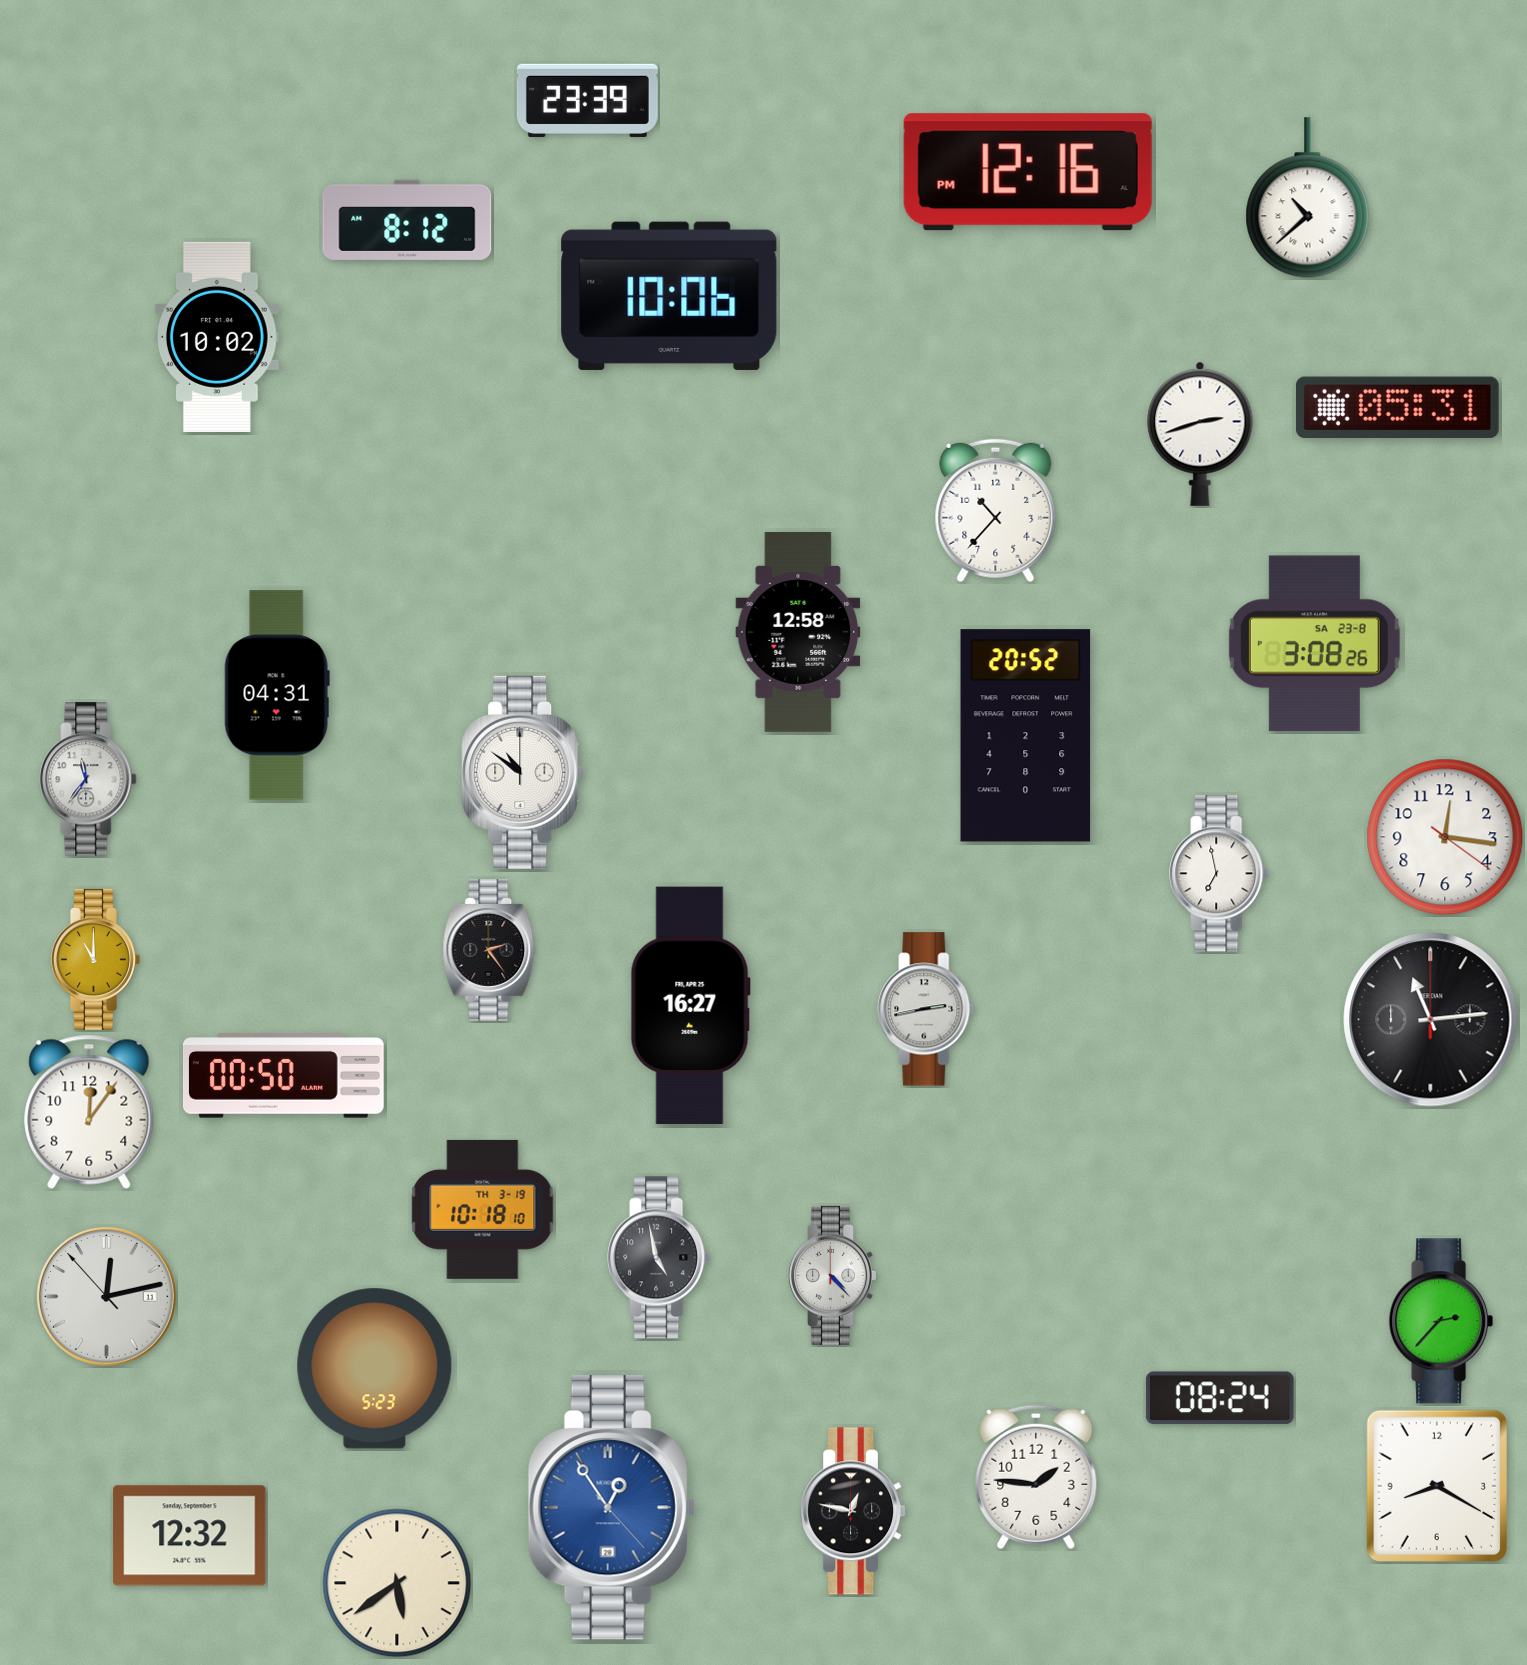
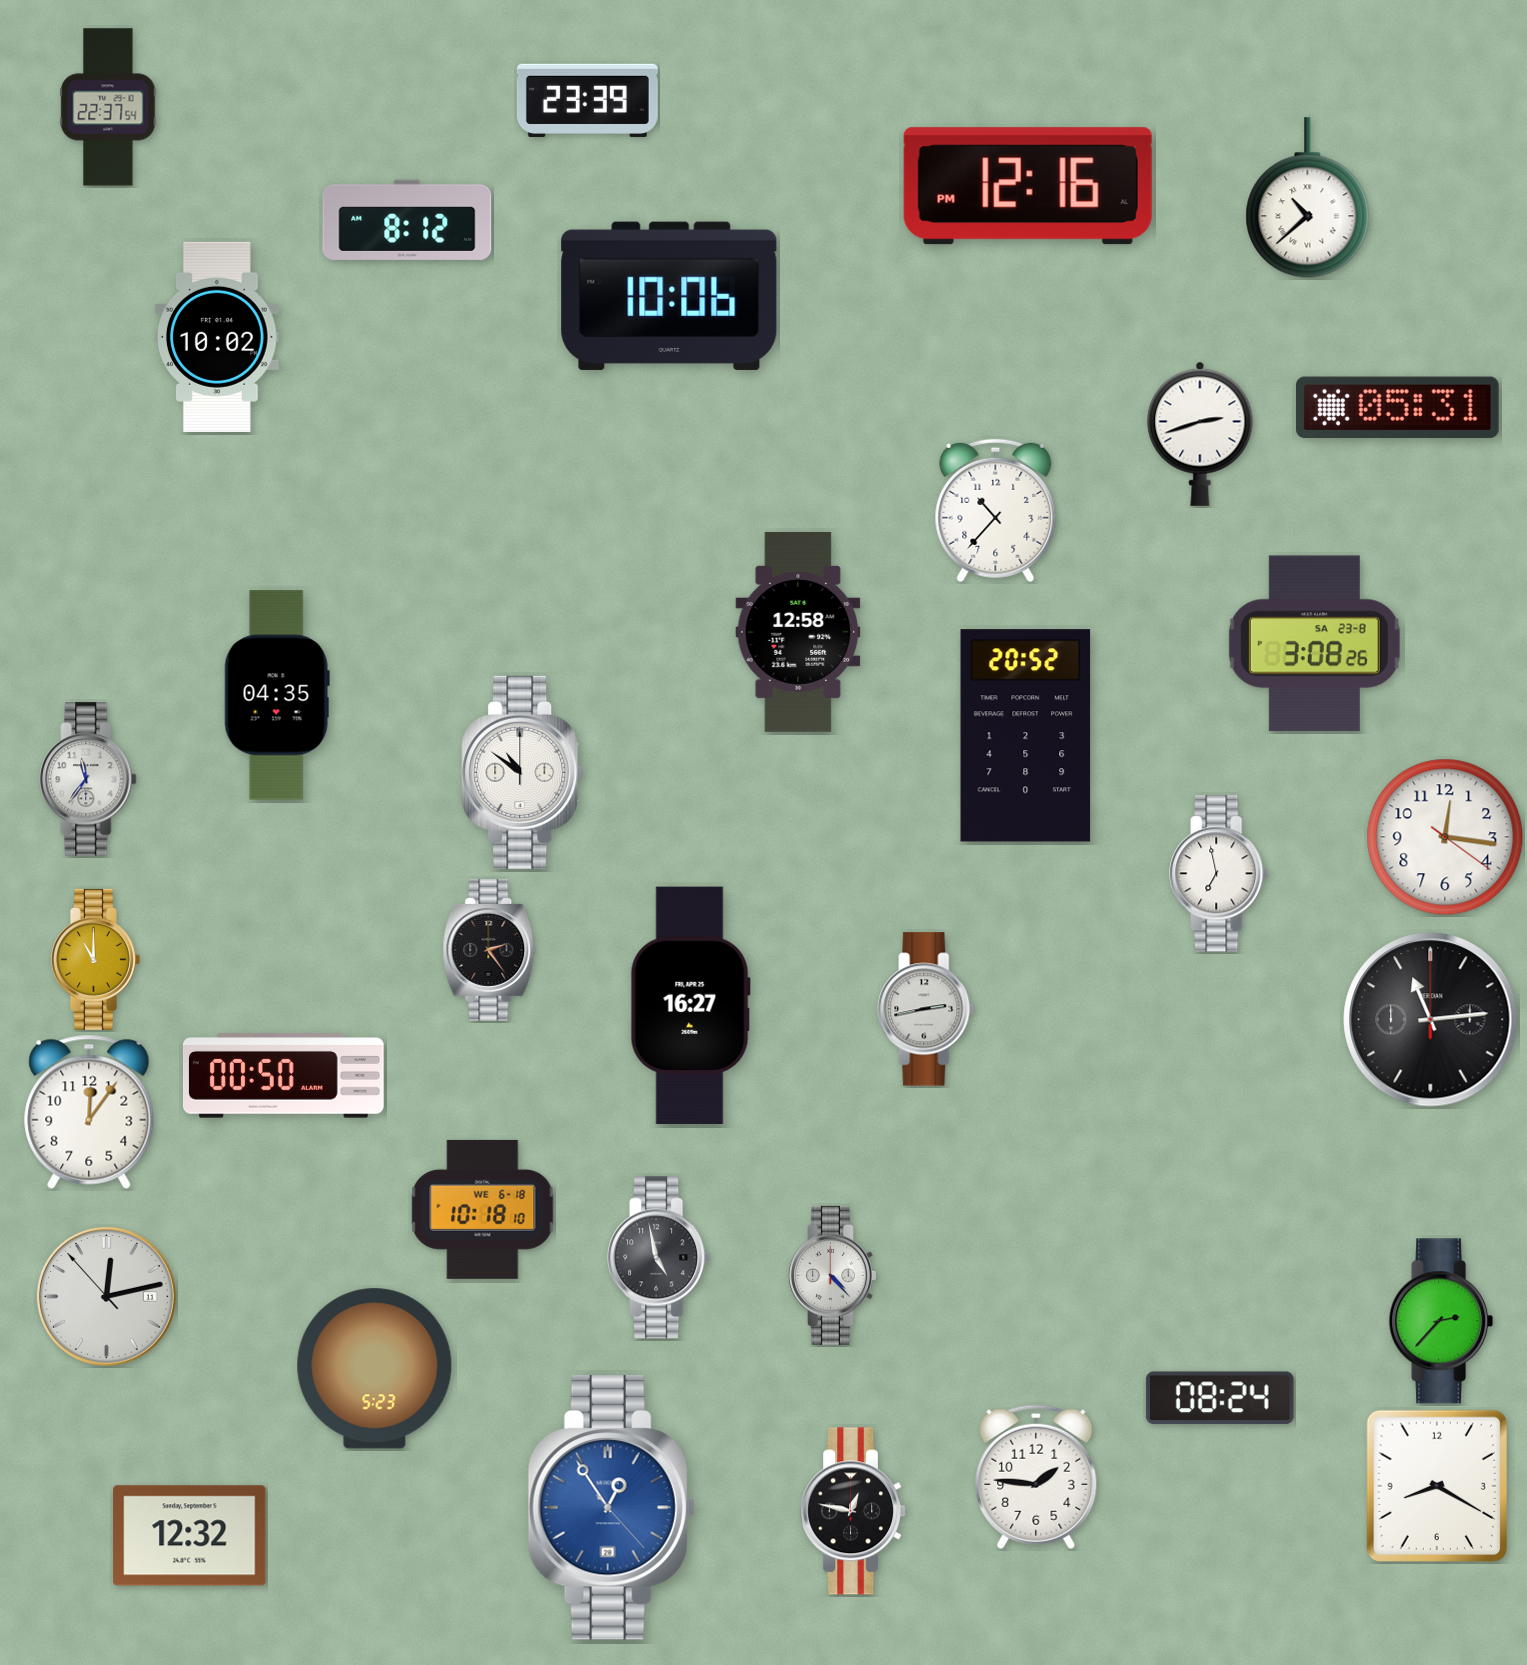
clock at (108, 107): none -> 22:37
clock at (1028, 172) position: (1028, 172) -> (1028, 186)
clock at (277, 695): 04:31 -> 04:35
clock at (483, 1209) date: TH 3-19 -> WE 6-18
clock at (397, 1583): 5:39 -> none
